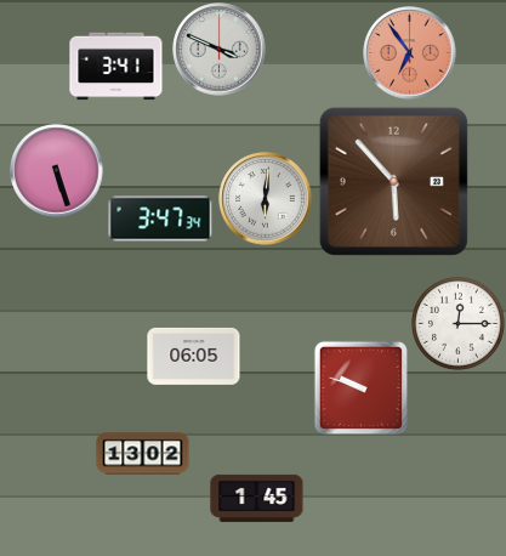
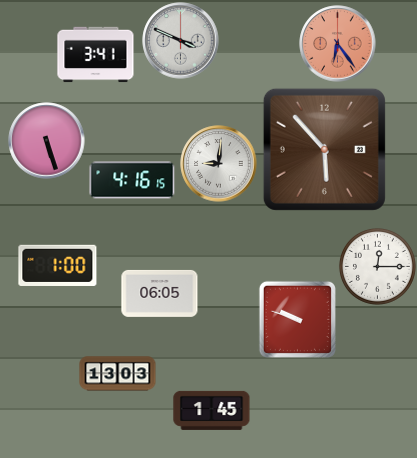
clock at (410, 53): 6:54 -> 6:24
clock at (266, 199): 6:01 -> 9:01
clock at (160, 219): 3:47 -> 4:16
clock at (58, 265): none -> 1:00
clock at (143, 454): 13:02 -> 13:03
